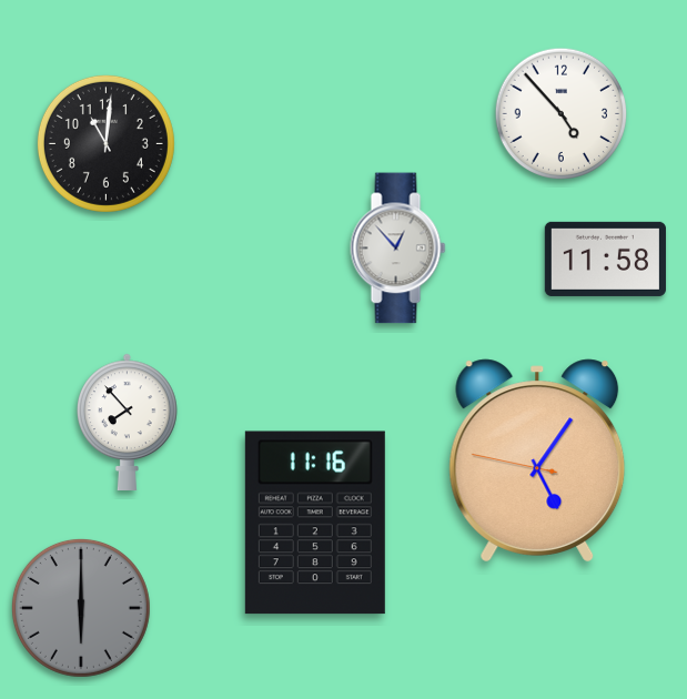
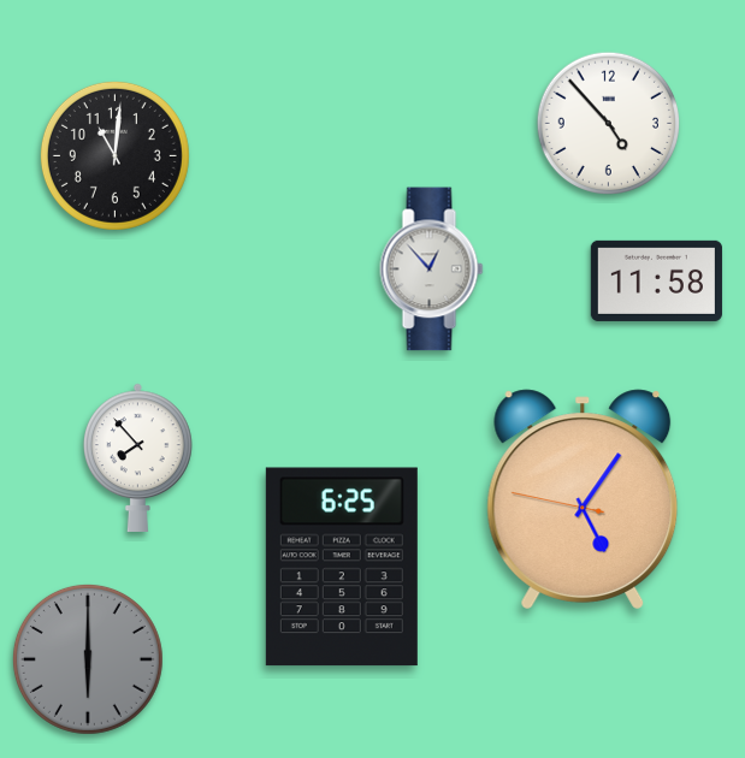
clock at (315, 523): 11:16 -> 6:25
